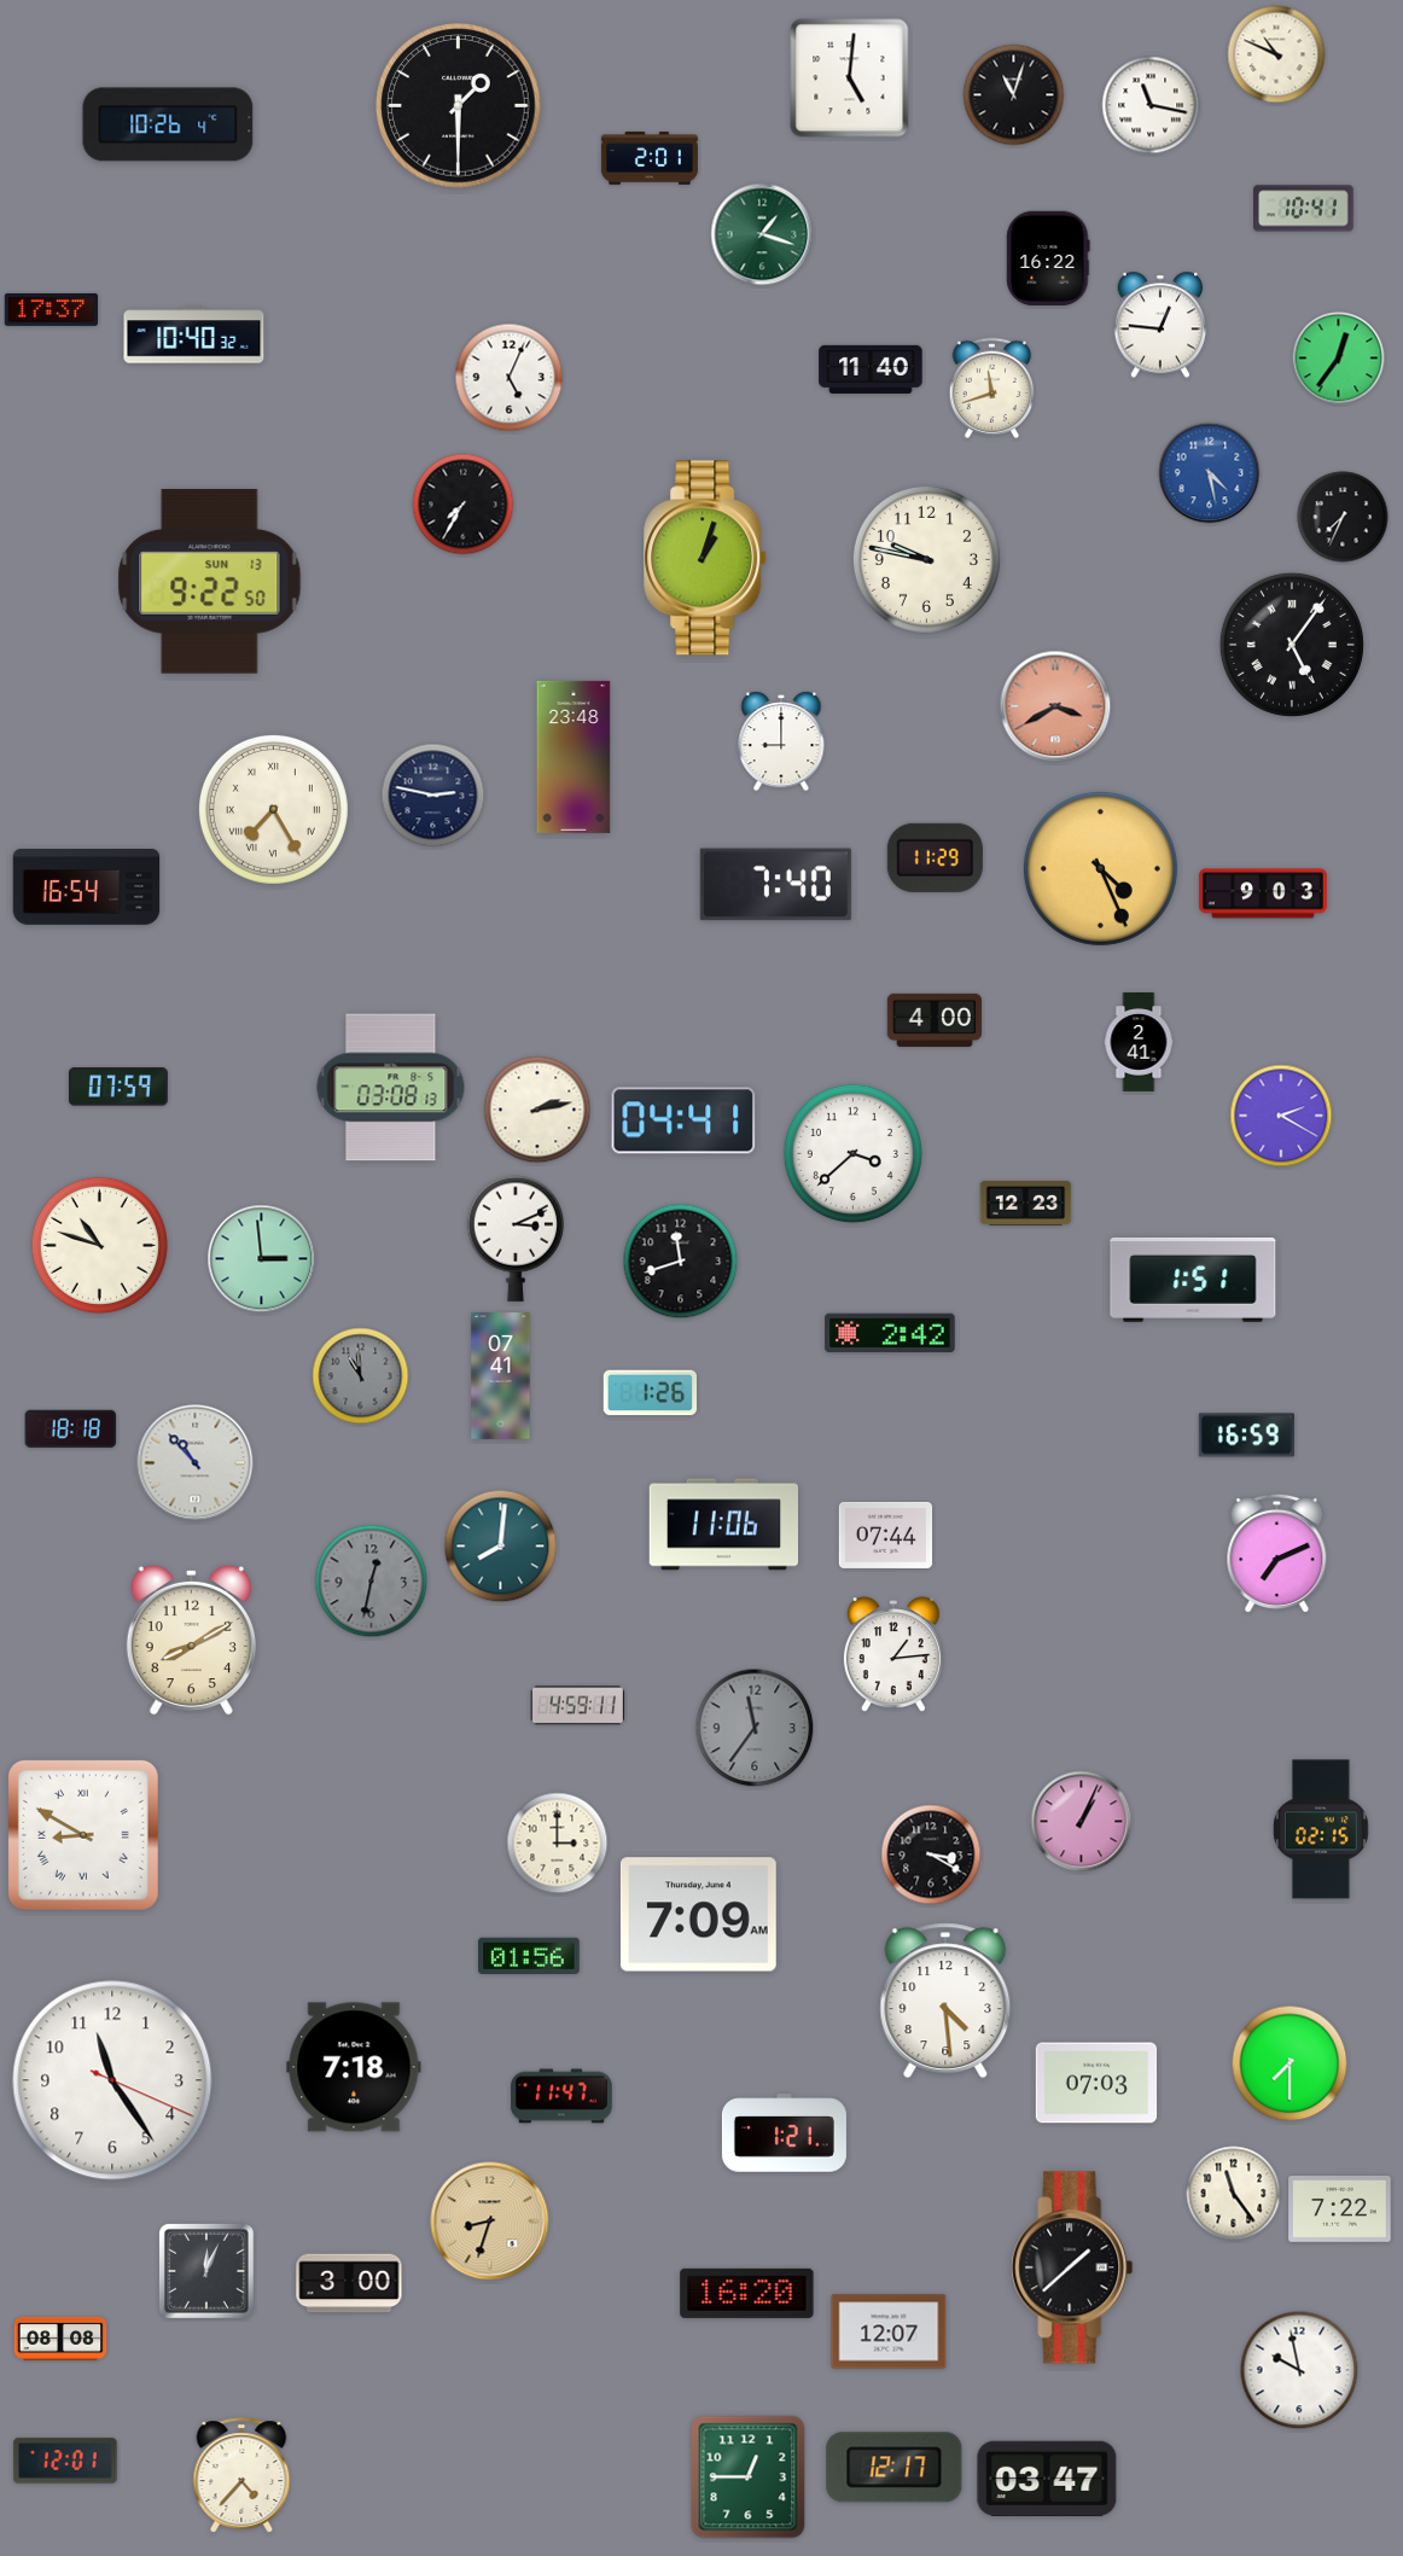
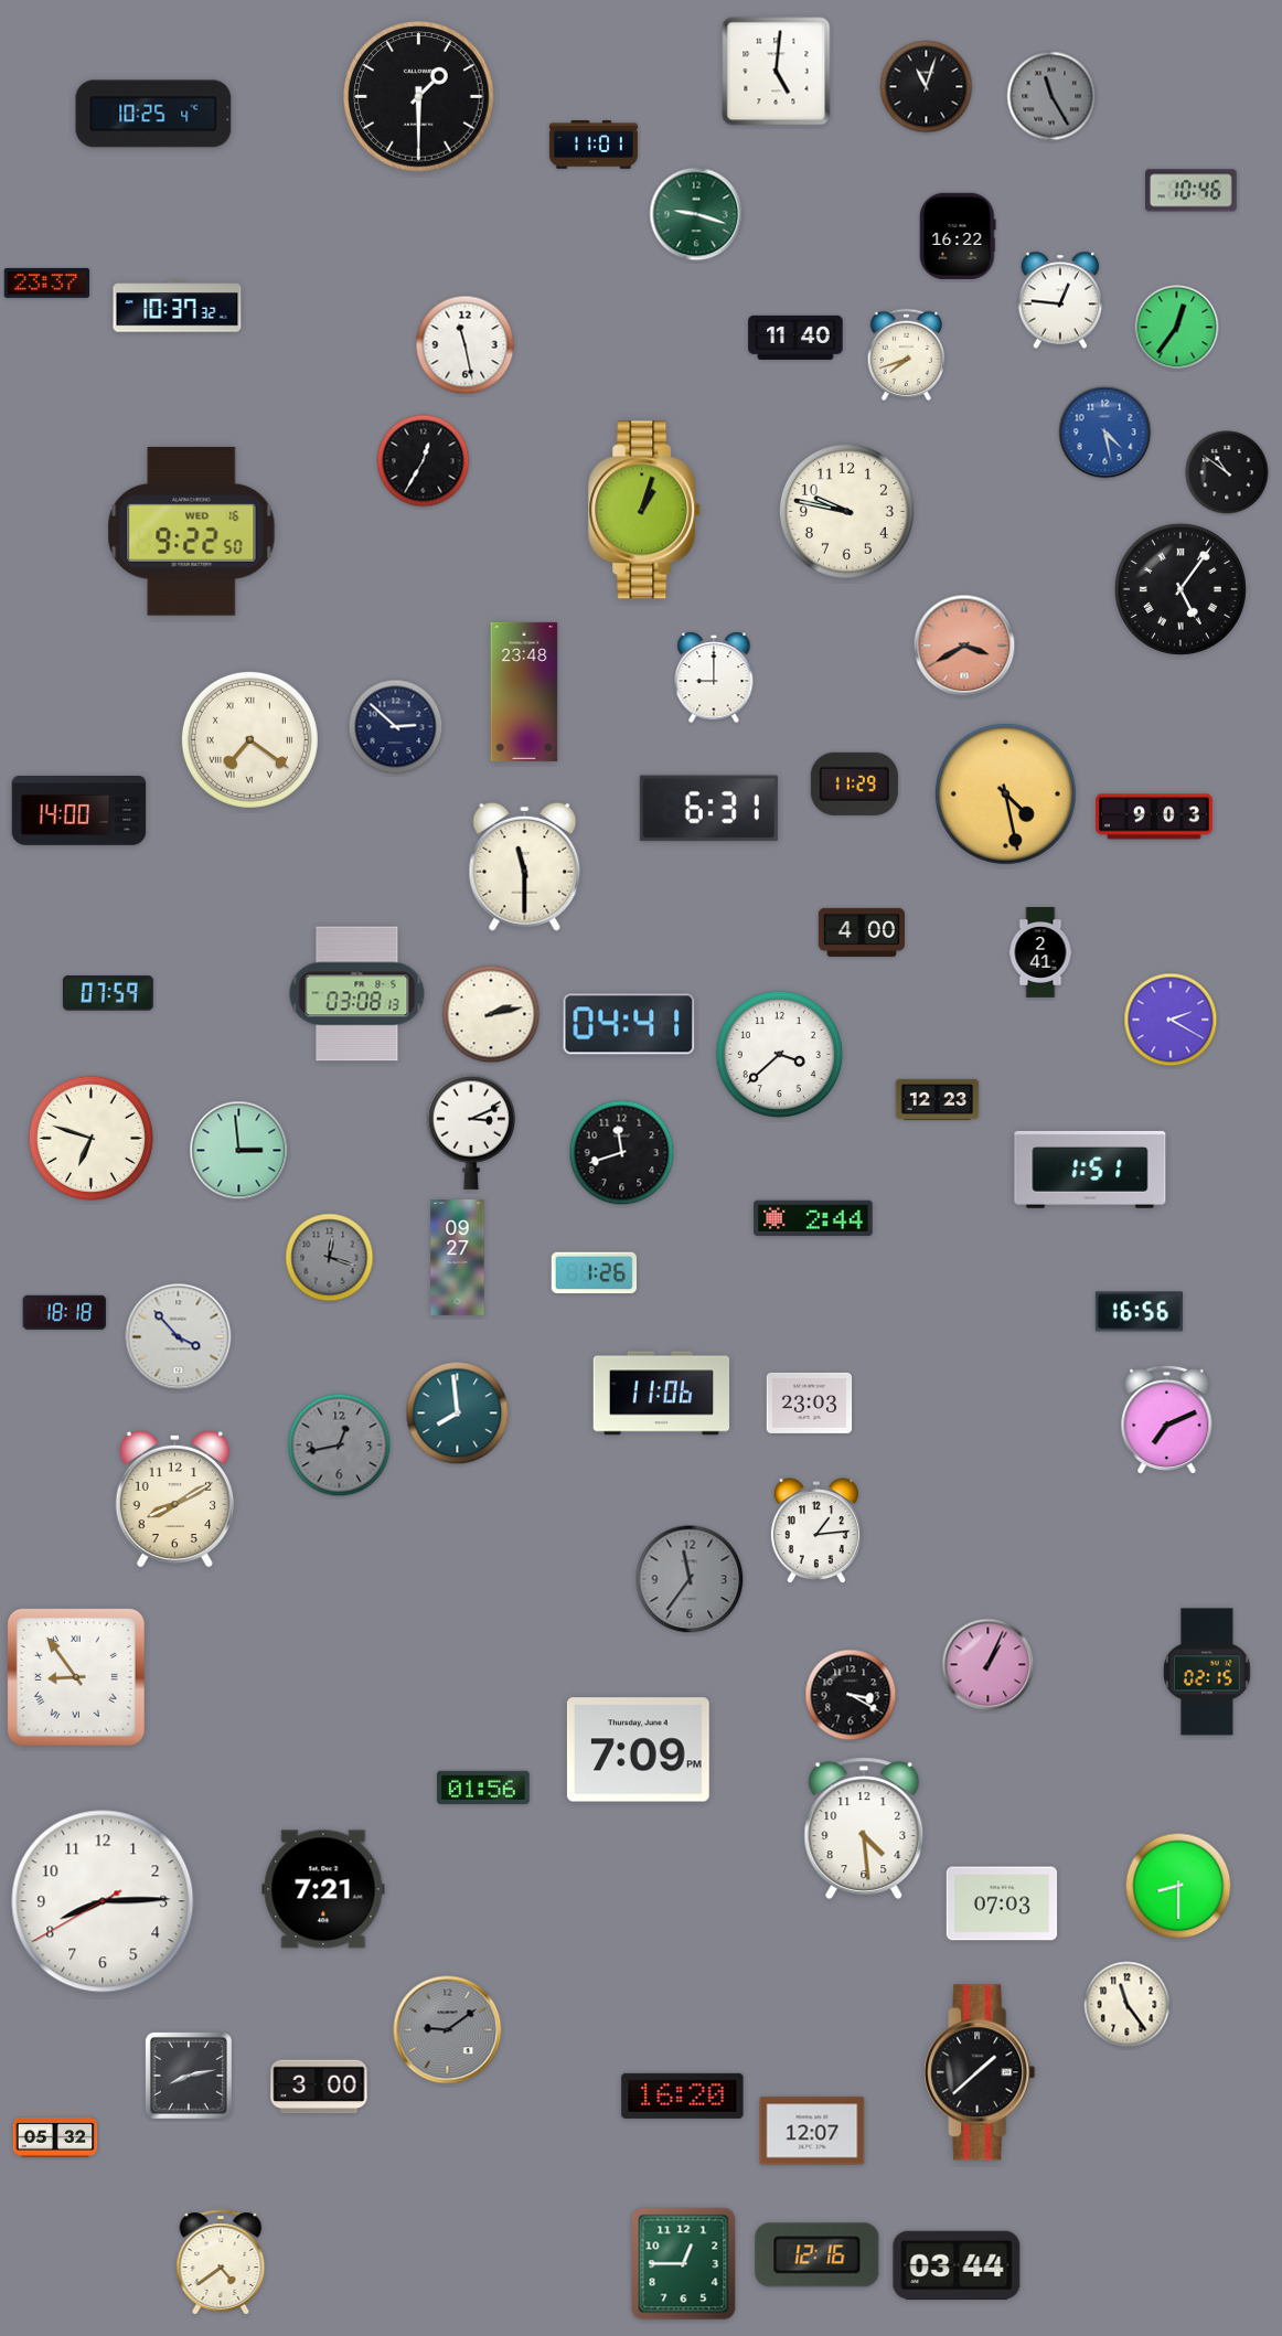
clock at (1276, 54): 10:49 -> none
clock at (1151, 105): 11:17 -> 11:25
clock at (1151, 105) dial: white -> grey
clock at (168, 124): 10:26 -> 10:25
clock at (650, 158): 2:01 -> 11:01
clock at (1304, 209): 10:41 -> 10:46
clock at (762, 234): 1:18 -> 9:18
clock at (52, 309): 17:37 -> 23:37
clock at (1160, 325) position: (1160, 325) -> (1060, 300)
clock at (194, 336): 10:40 -> 10:37
clock at (1339, 359) position: (1339, 359) -> (1177, 328)
clock at (510, 378): 5:04 -> 11:28
clock at (992, 389): 11:42 -> 7:42
clock at (464, 505): 7:35 -> 12:35
clock at (1343, 517): 7:34 -> 10:51
clock at (210, 581) date: SUN 13 -> WED 16
clock at (433, 796): 2:47 -> 2:52
clock at (273, 809): 7:25 -> 7:21
clock at (1100, 868): 4:26 -> 4:28
clock at (775, 885): 7:40 -> 6:31
clock at (87, 887): 16:54 -> 14:00
clock at (525, 866): none -> 11:30
clock at (933, 1020) position: (933, 1020) -> (861, 932)
clock at (683, 1120) position: (683, 1120) -> (629, 1024)
clock at (99, 1245): 10:48 -> 6:48
clock at (890, 1333): 2:42 -> 2:44
clock at (361, 1376): 10:59 -> 12:18
clock at (501, 1376): 07:41 -> 09:27
clock at (71, 1428) position: (71, 1428) -> (65, 1312)
clock at (1246, 1436): 16:59 -> 16:56
clock at (196, 1463): 10:53 -> 3:53
clock at (886, 1535): 07:44 -> 23:03
clock at (501, 1547): 8:01 -> 7:59
clock at (372, 1582): 12:32 -> 12:43
clock at (893, 1655) position: (893, 1655) -> (816, 1532)
clock at (578, 1706): 4:59 -> none
clock at (83, 1835): 8:50 -> 8:54
clock at (558, 1844): 3:00 -> none
clock at (698, 1915): 7:09 AM -> 7:09 PM
clock at (1290, 2063): 7:30 -> 8:30
clock at (354, 2067): 7:18 -> 7:21
clock at (112, 2080): 11:24 -> 8:14
clock at (561, 2096): 11:47 -> none
clock at (784, 2133): 1:21 -> none
clock at (1340, 2209): 7:22 -> none
clock at (490, 2222): 8:33 -> 9:09
clock at (490, 2222) dial: champagne -> grey
clock at (206, 2271): 12:04 -> 8:13
clock at (60, 2339): 08:08 -> 05:32
clock at (1299, 2370): 9:58 -> none
clock at (65, 2461): 12:01 -> none
clock at (895, 2468): 12:17 -> 12:16
clock at (241, 2475): 4:37 -> 4:39
clock at (1047, 2479): 03:47 -> 03:44
